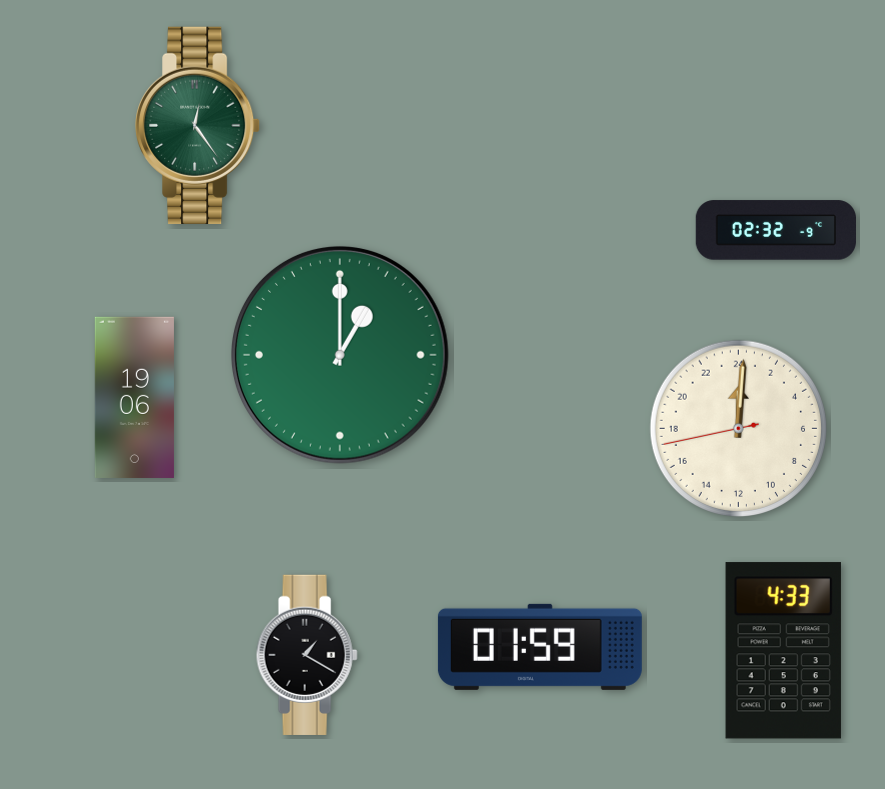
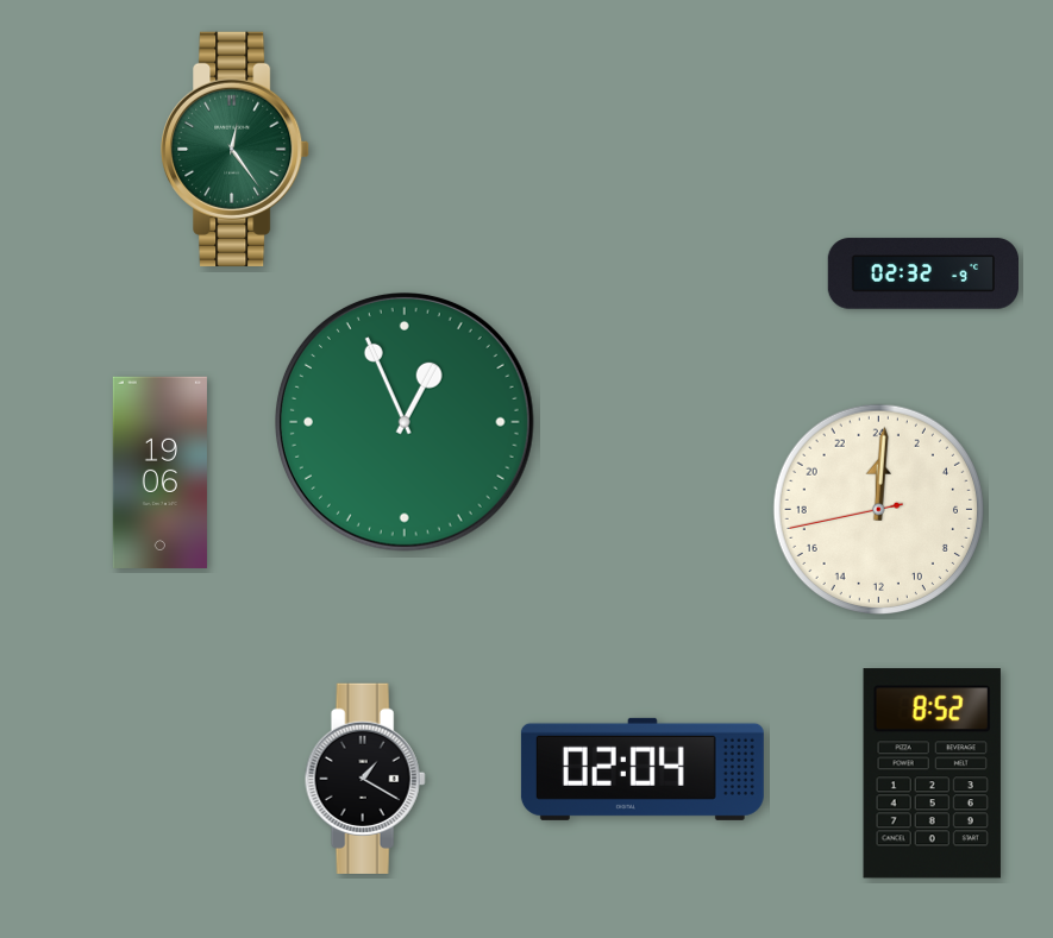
clock at (340, 355): 1:00 -> 12:56
clock at (540, 647): 01:59 -> 02:04
clock at (783, 651): 4:33 -> 8:52
